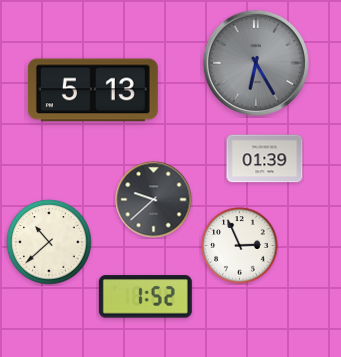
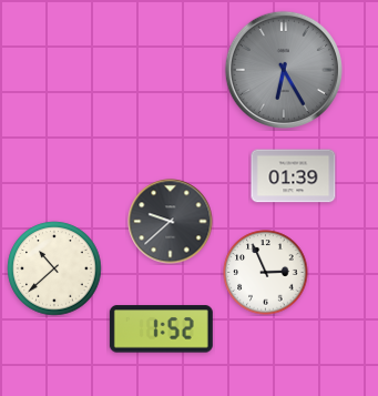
clock at (93, 90): 5:13 -> none
